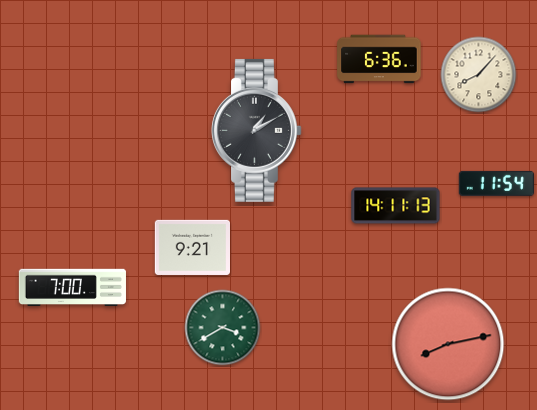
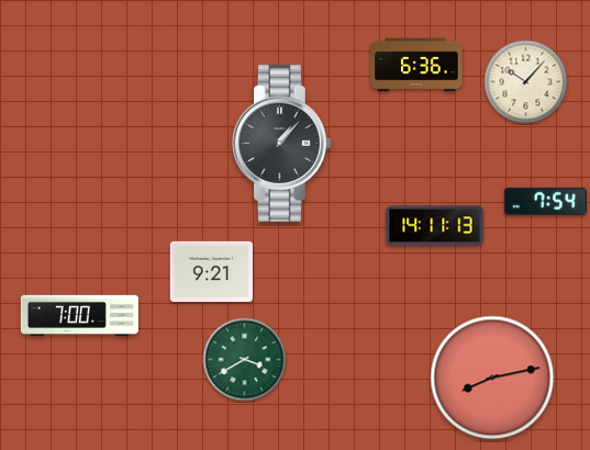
clock at (479, 75): 8:07 -> 10:07
clock at (256, 130): 1:10 -> 1:07
clock at (496, 183): 11:54 -> 7:54
